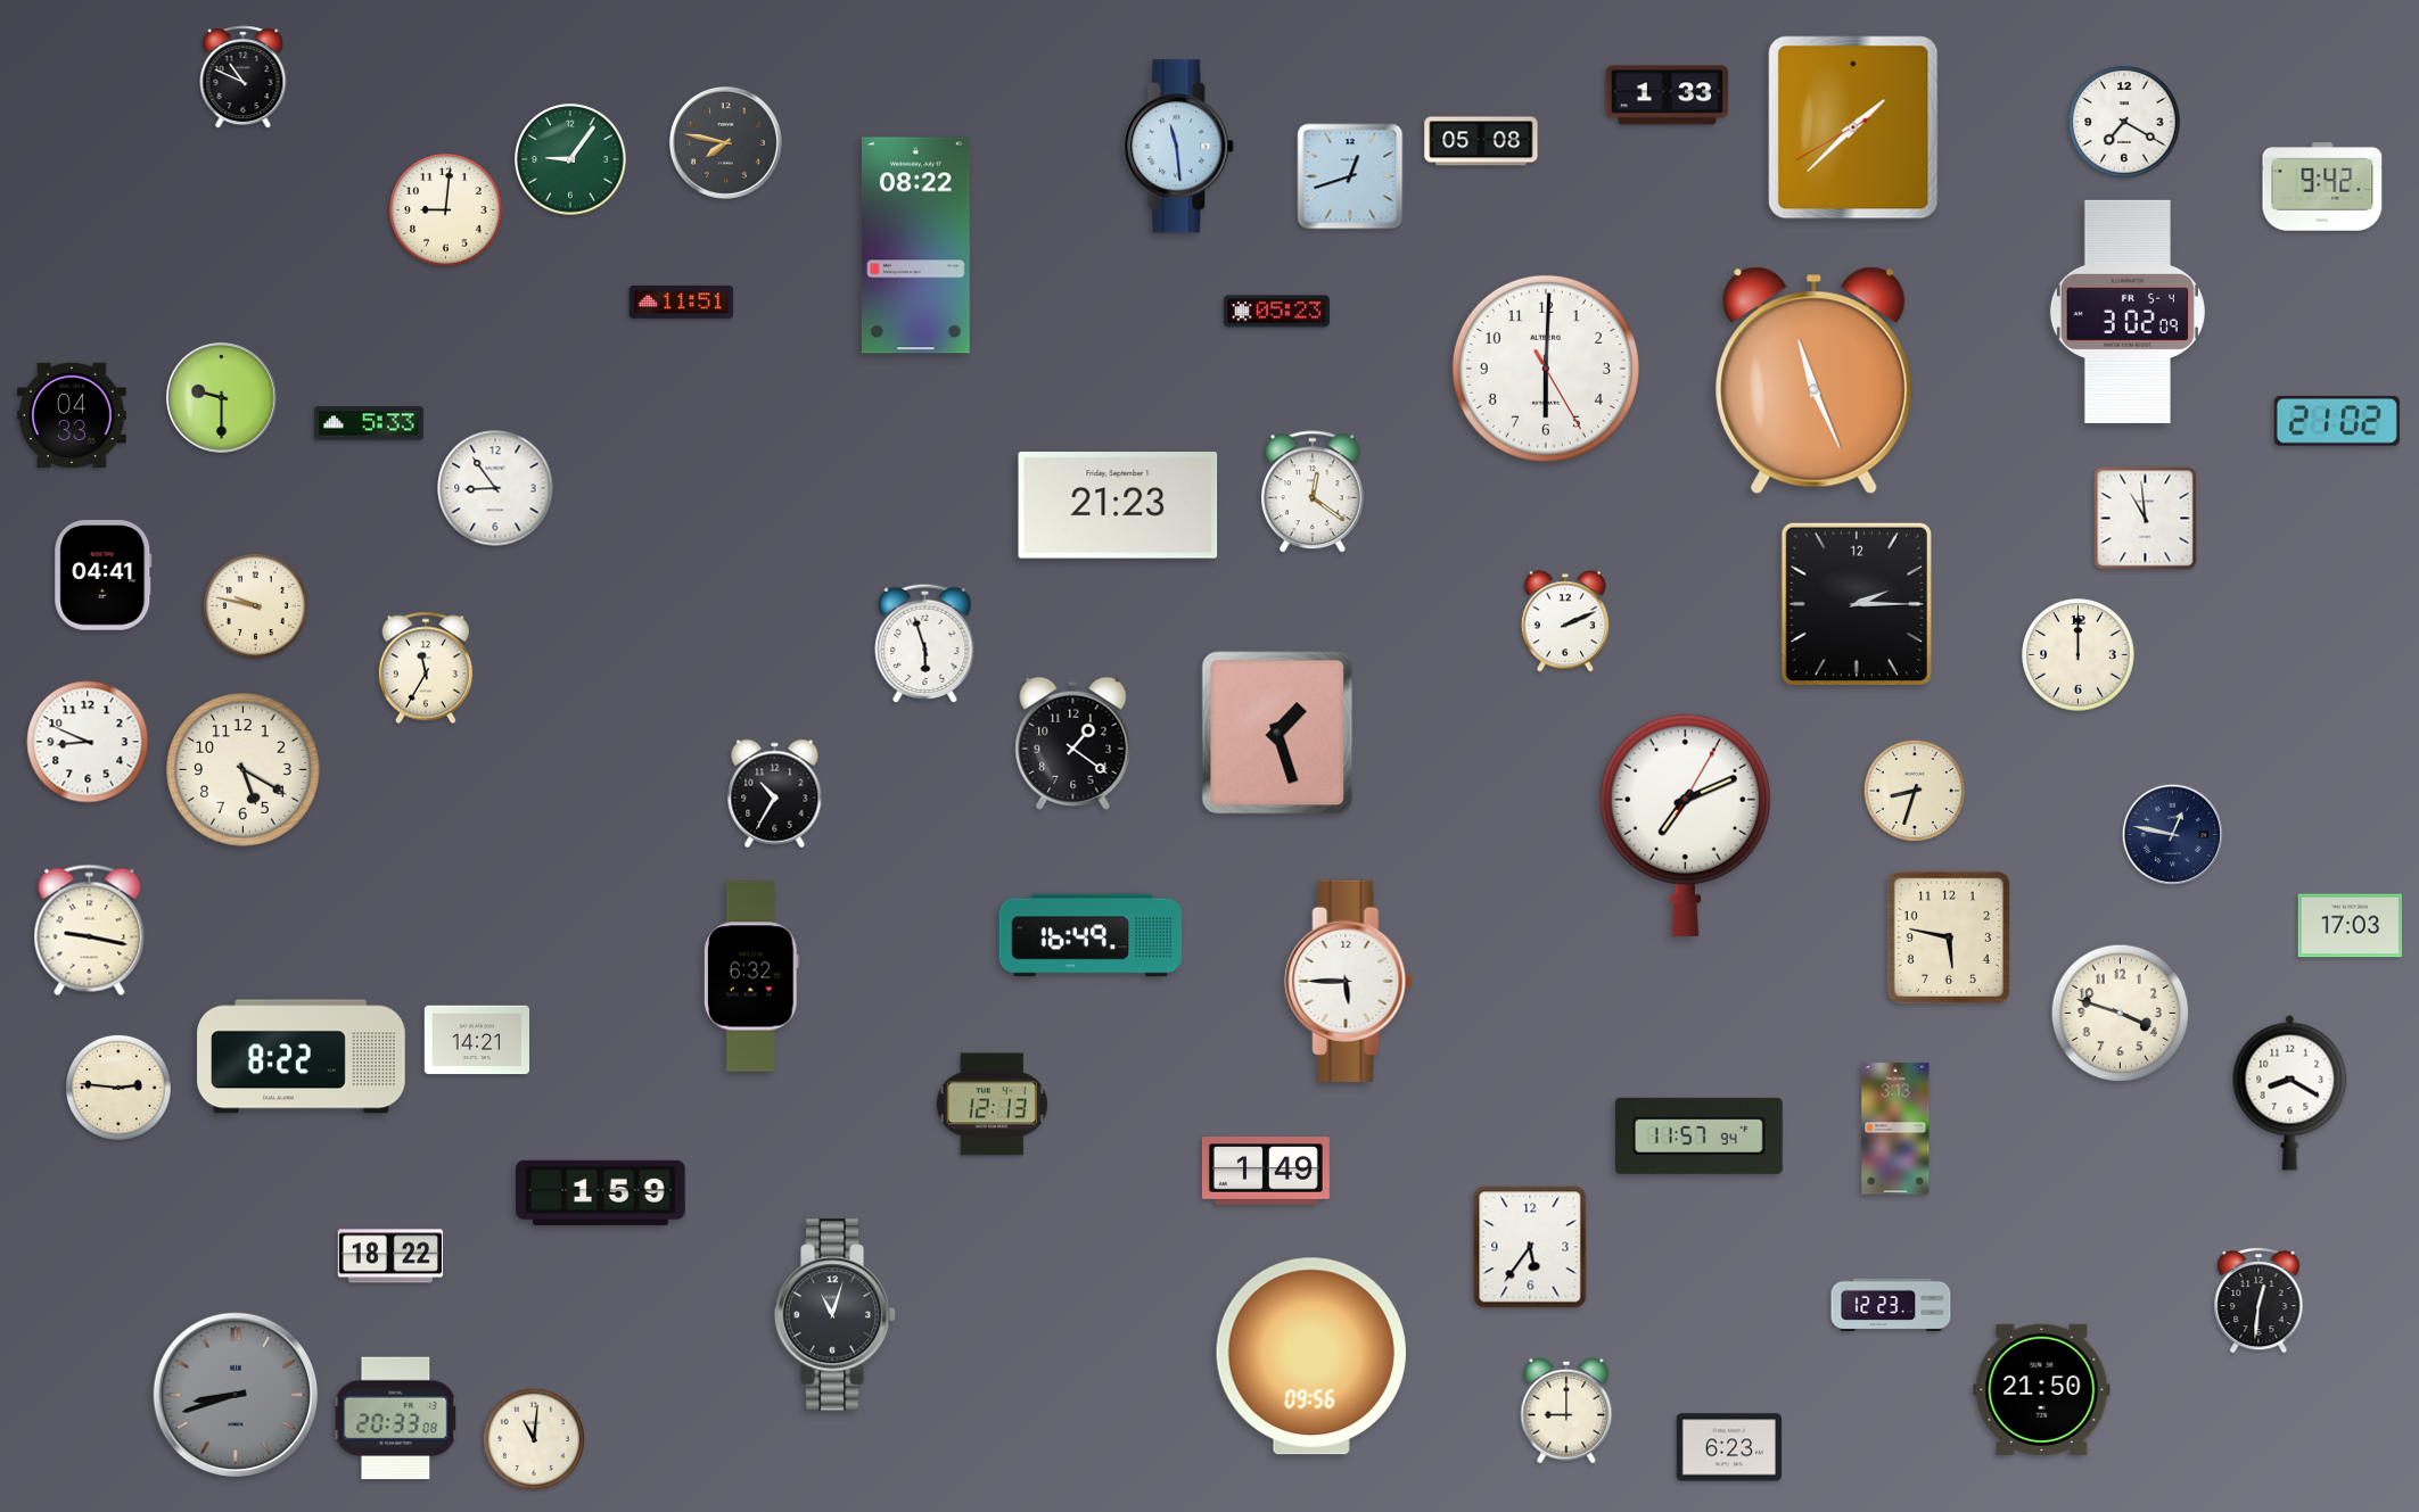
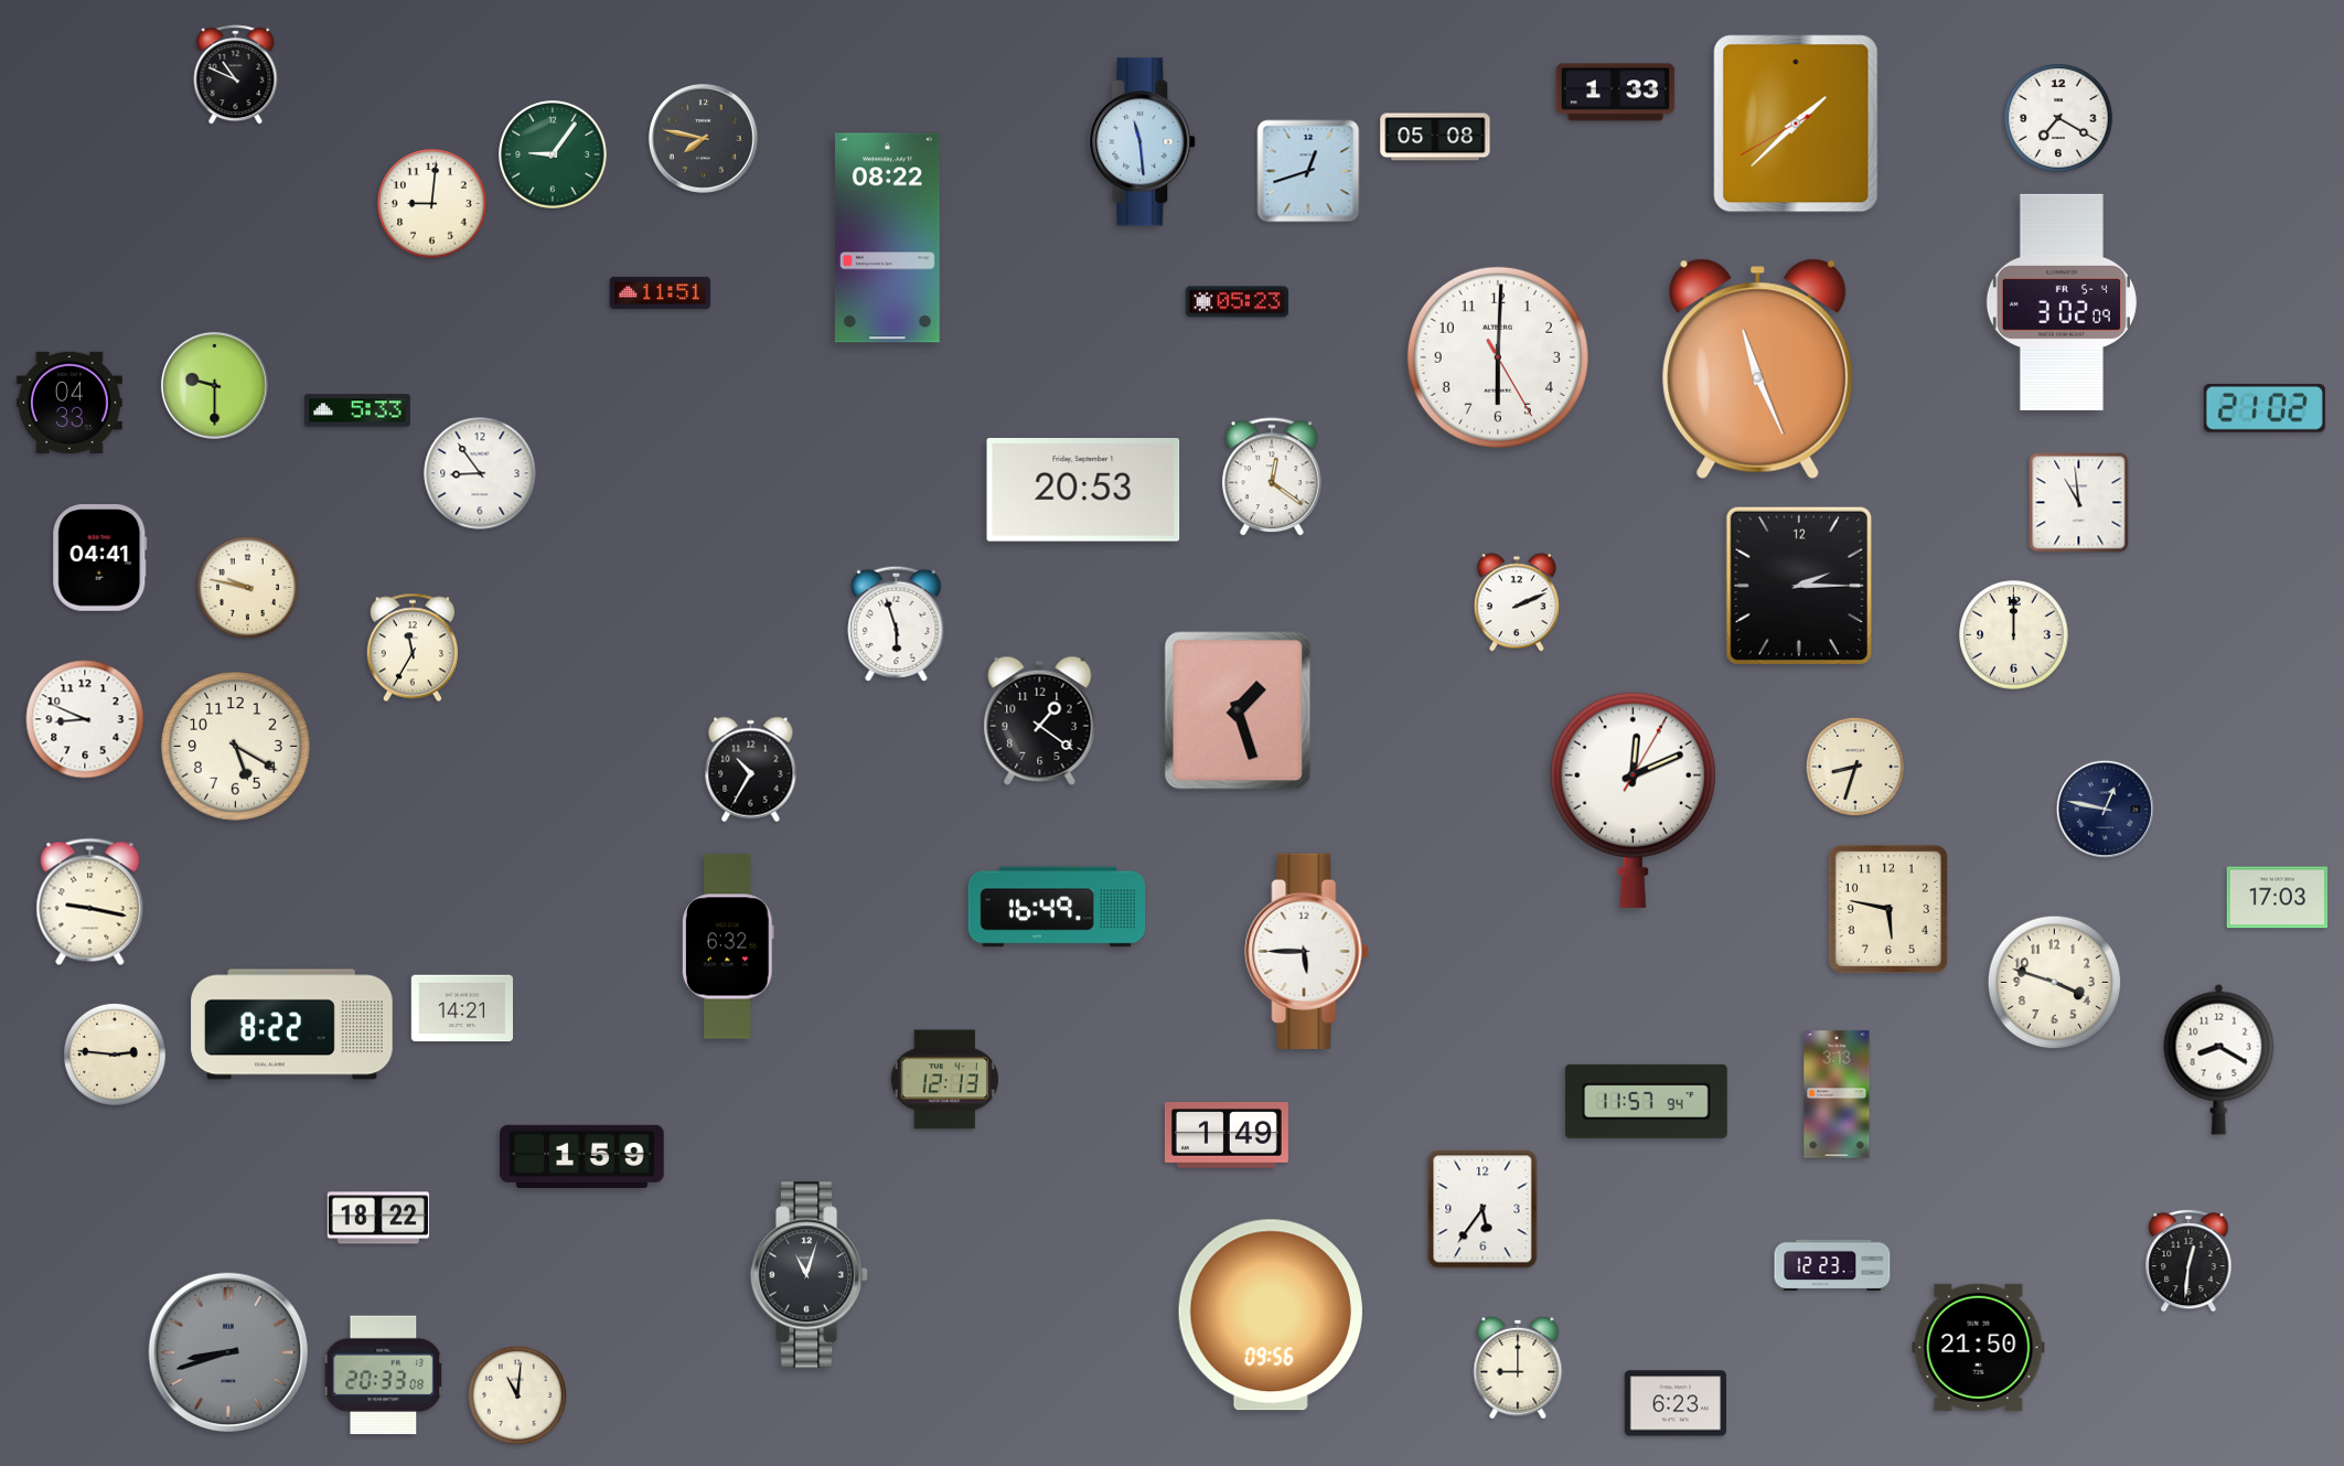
clock at (2322, 187): 9:42 -> none
clock at (1118, 506): 21:23 -> 20:53
clock at (1685, 825): 7:11 -> 12:11
clock at (90, 931) position: (90, 931) -> (90, 902)
clock at (992, 1105) position: (992, 1105) -> (944, 1080)
